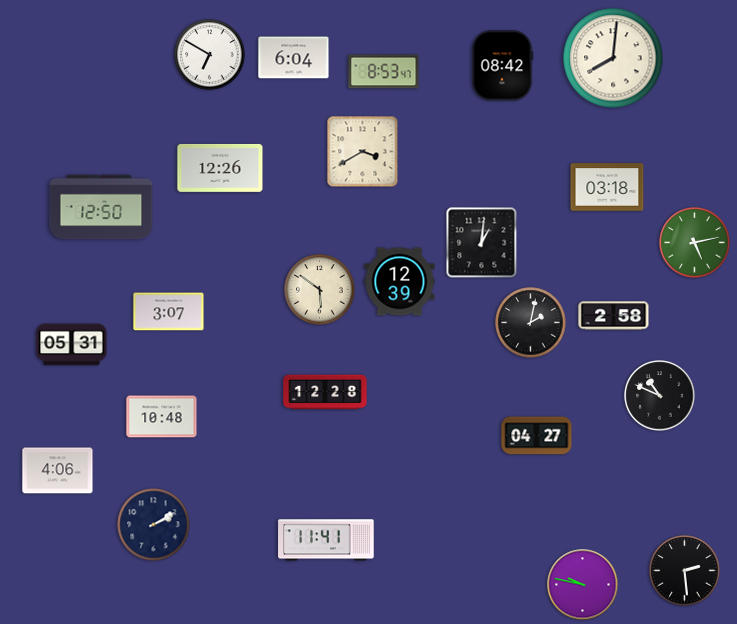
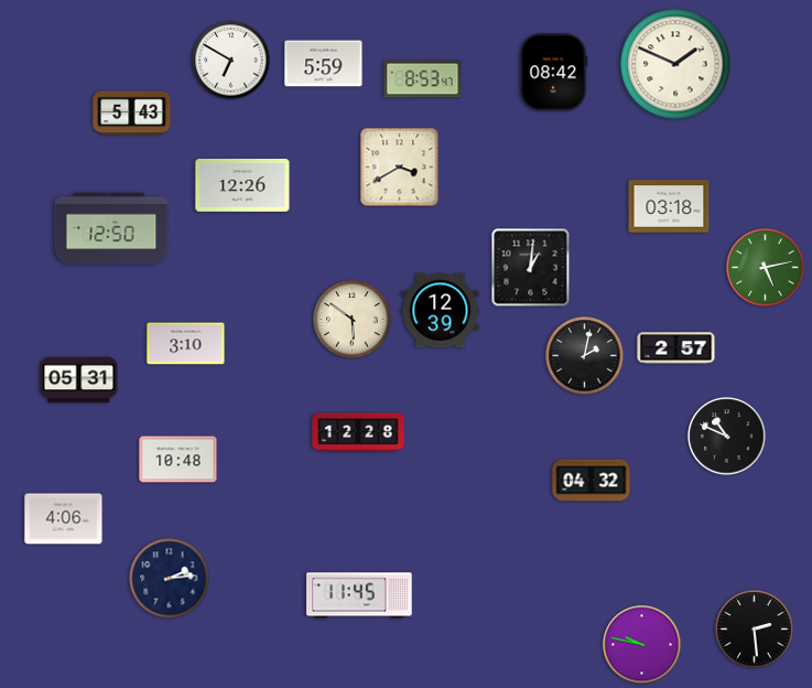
clock at (294, 58): 6:04 -> 5:59
clock at (613, 58): 8:01 -> 1:49
clock at (132, 114): none -> 5:43
clock at (169, 312): 3:07 -> 3:10
clock at (614, 316): 2:58 -> 2:57
clock at (537, 436): 04:27 -> 04:32
clock at (154, 525): 2:10 -> 2:14
clock at (326, 540): 11:41 -> 11:45
